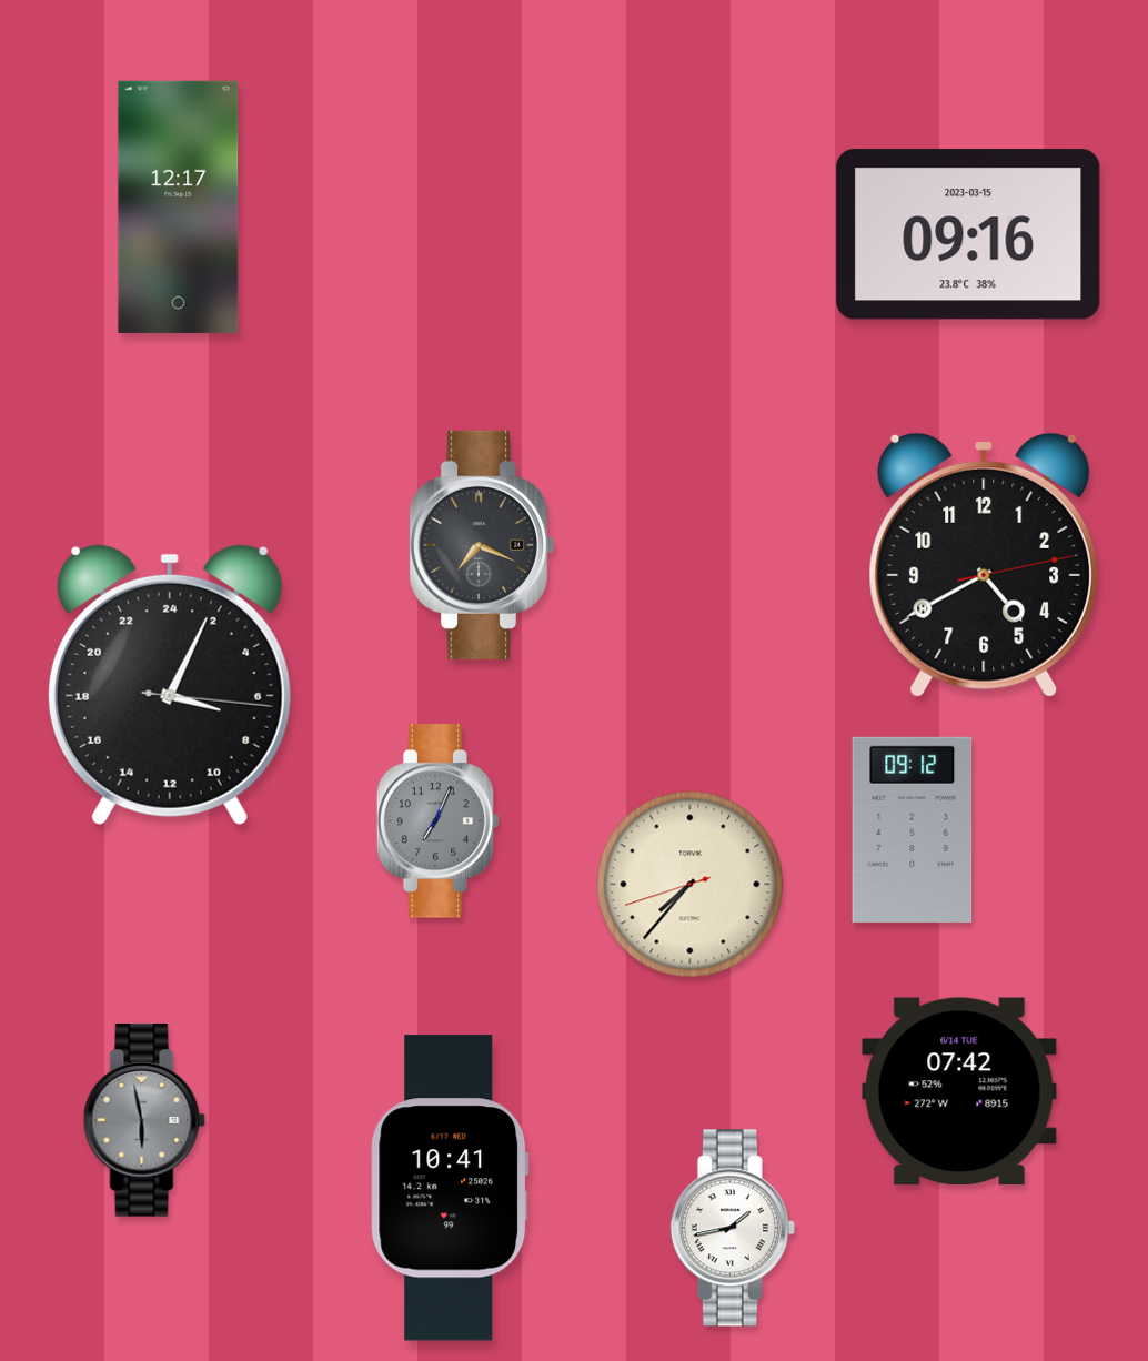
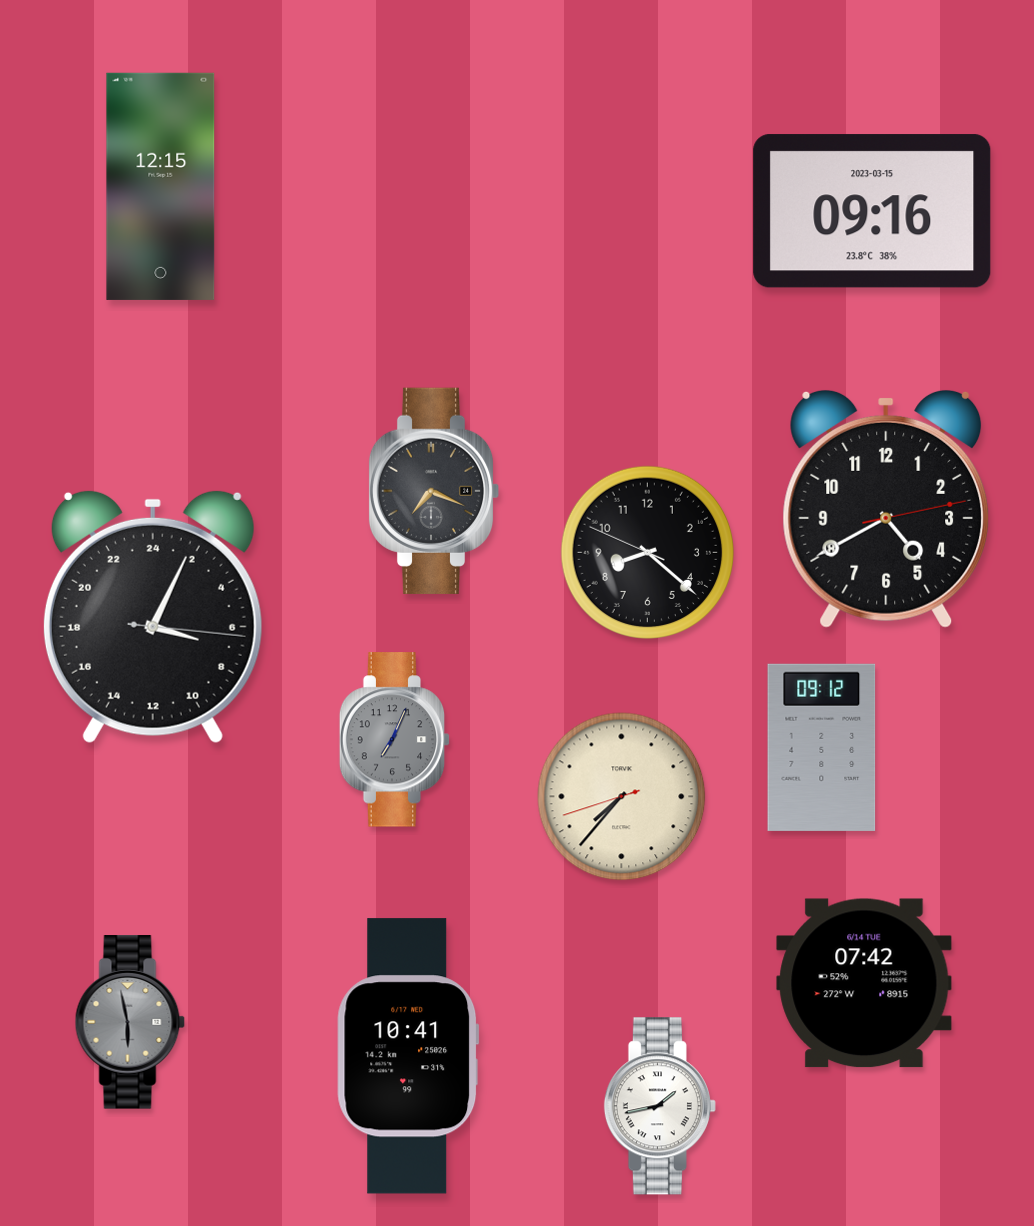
clock at (179, 206): 12:17 -> 12:15
clock at (647, 552): none -> 8:21
clock at (144, 1120) position: (144, 1120) -> (130, 1022)
clock at (450, 1188) position: (450, 1188) -> (408, 1056)
